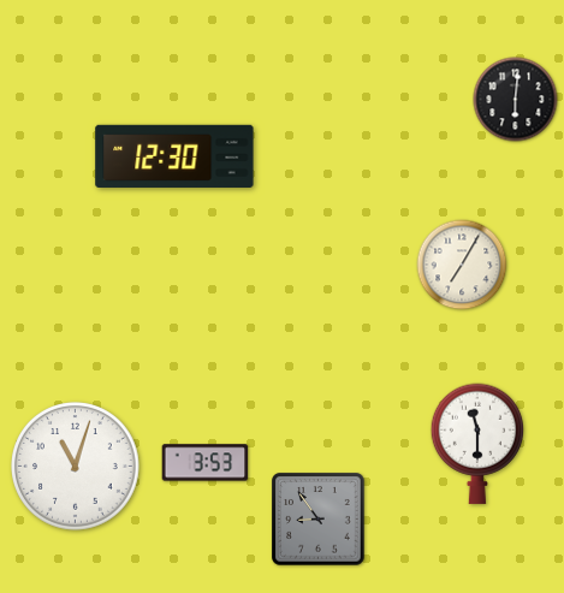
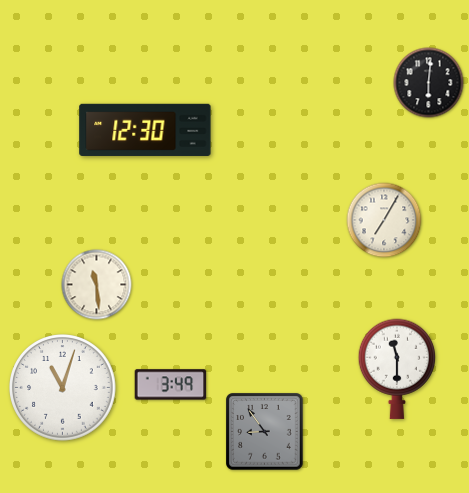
clock at (97, 285): none -> 11:29
clock at (206, 463): 3:53 -> 3:49
